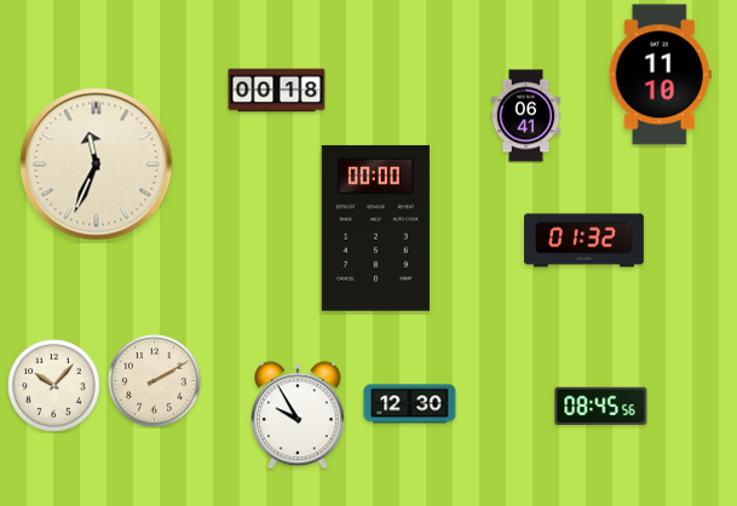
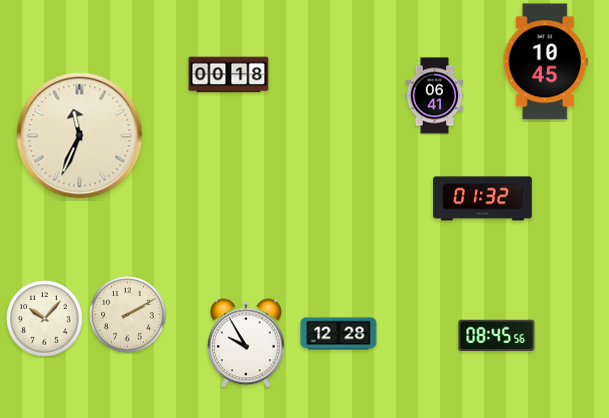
clock at (660, 75): 11:10 -> 10:45
clock at (375, 228): 00:00 -> none
clock at (410, 404): 12:30 -> 12:28
